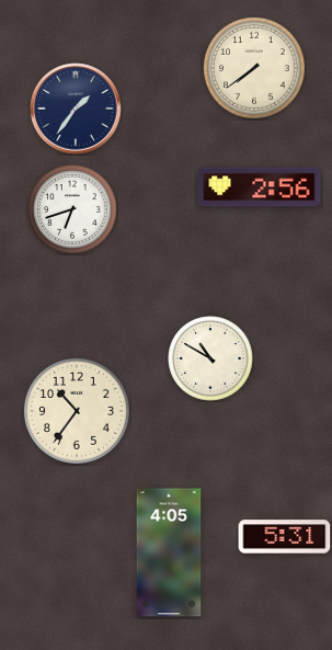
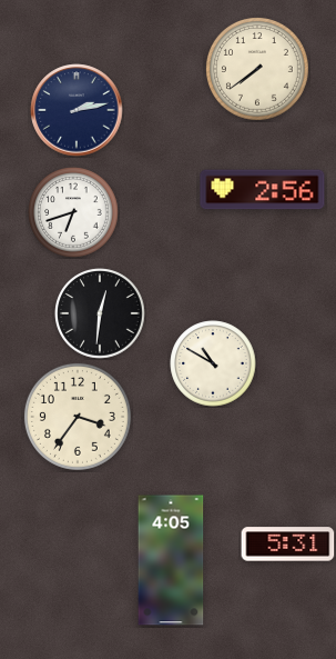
clock at (76, 109): 1:36 -> 2:13
clock at (100, 313): none -> 12:31
clock at (77, 411): 10:36 -> 3:36
